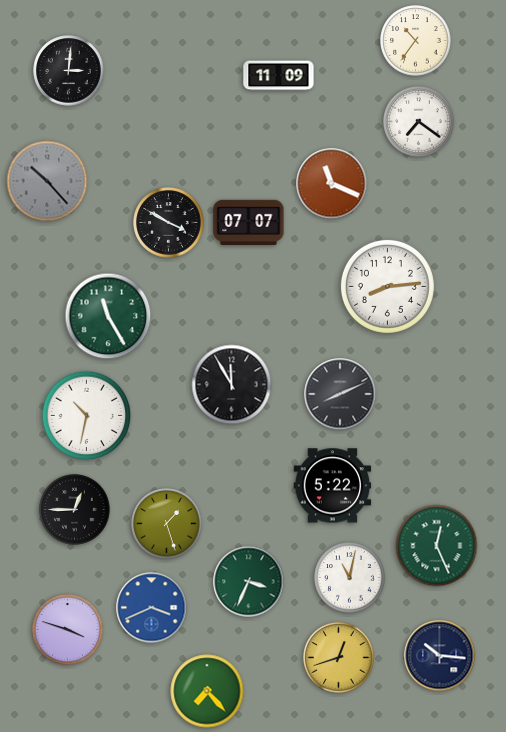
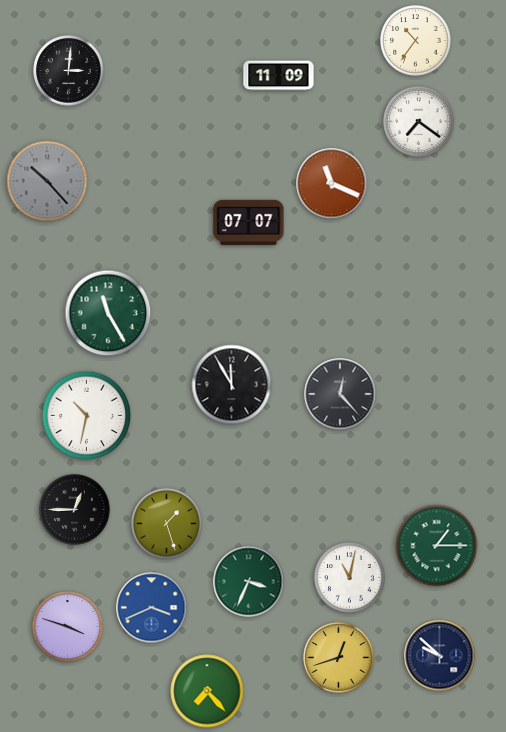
clock at (169, 223): 3:50 -> none
clock at (387, 286): 8:14 -> none
clock at (108, 316) position: (108, 316) -> (108, 313)
clock at (340, 394): 8:11 -> 12:23
clock at (333, 486): 5:22 -> none
clock at (437, 546): 12:26 -> 1:15
clock at (68, 630) position: (68, 630) -> (68, 627)
clock at (440, 656): 10:16 -> 9:52
